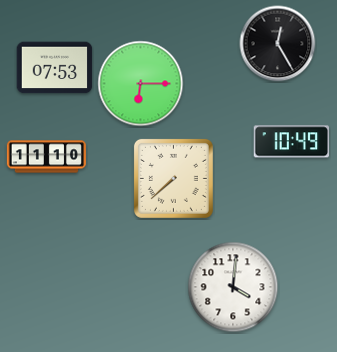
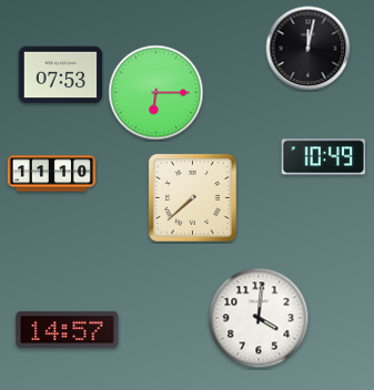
clock at (278, 44): 12:25 -> 12:02
clock at (68, 329): none -> 14:57
